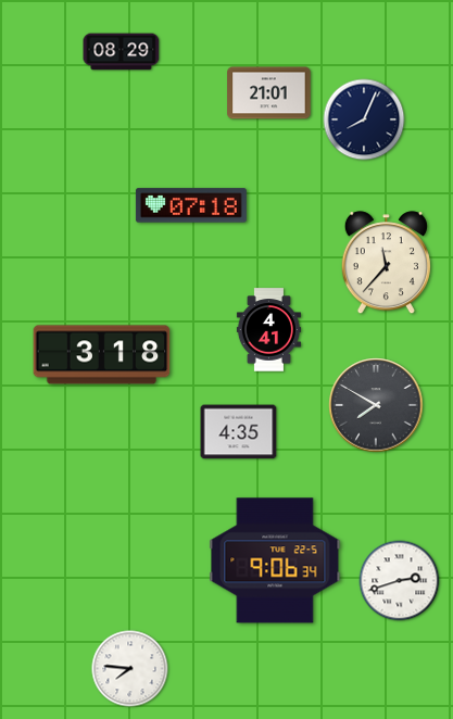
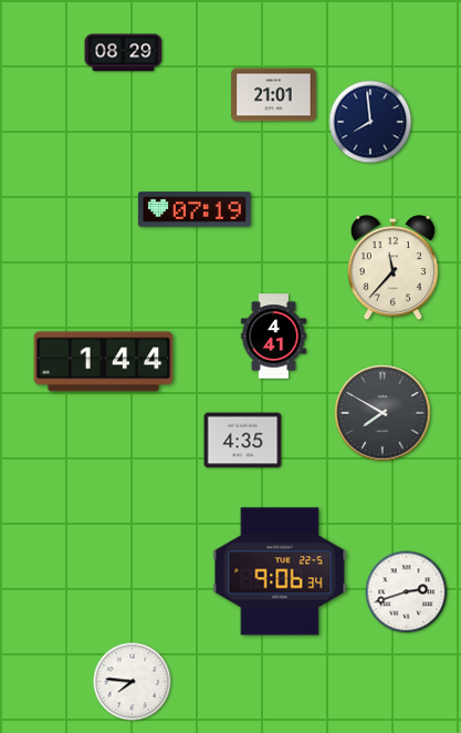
clock at (364, 119): 8:04 -> 7:59
clock at (191, 205): 07:18 -> 07:19
clock at (102, 355): 3:18 -> 1:44
